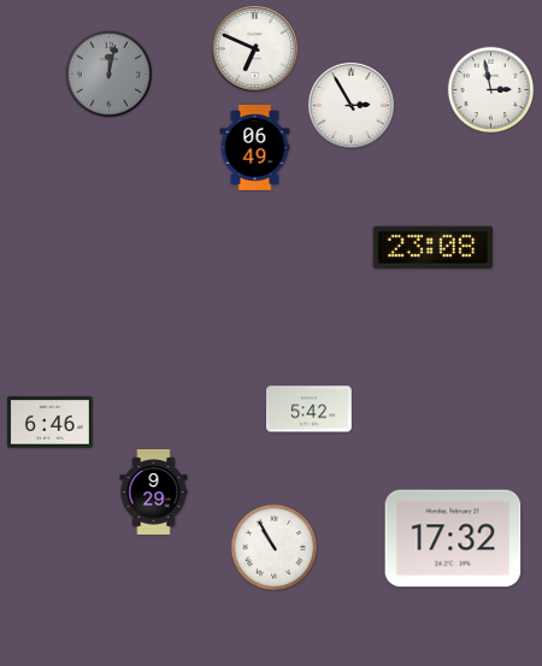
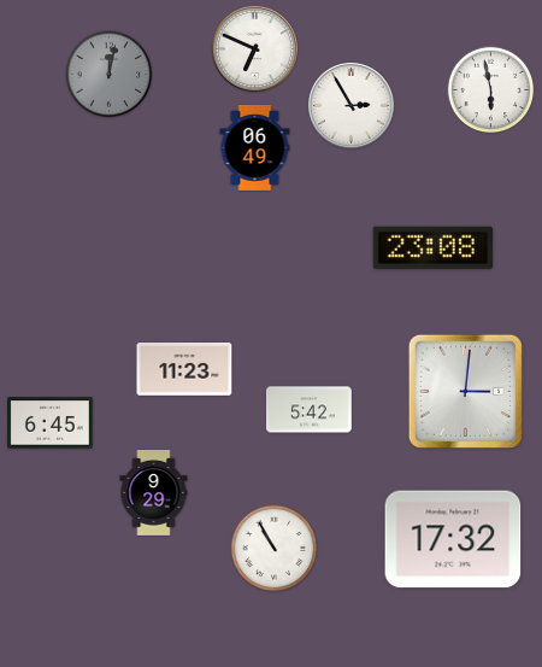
clock at (491, 90): 2:58 -> 5:58
clock at (184, 370): none -> 11:23
clock at (465, 391): none -> 3:01
clock at (49, 423): 6:46 -> 6:45
